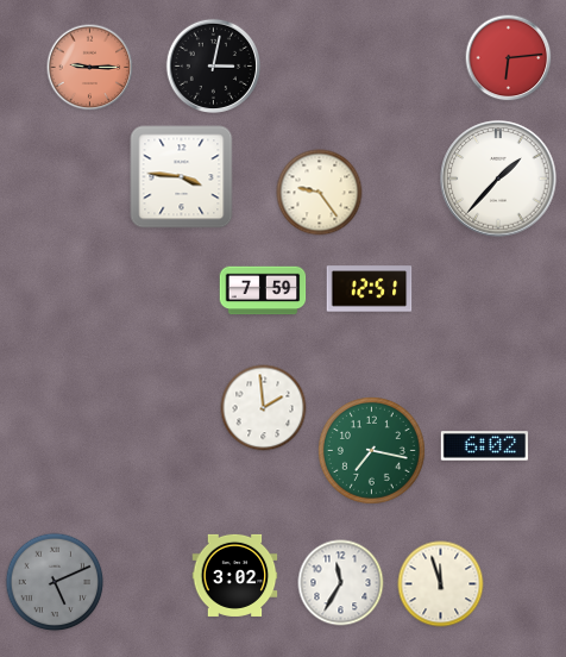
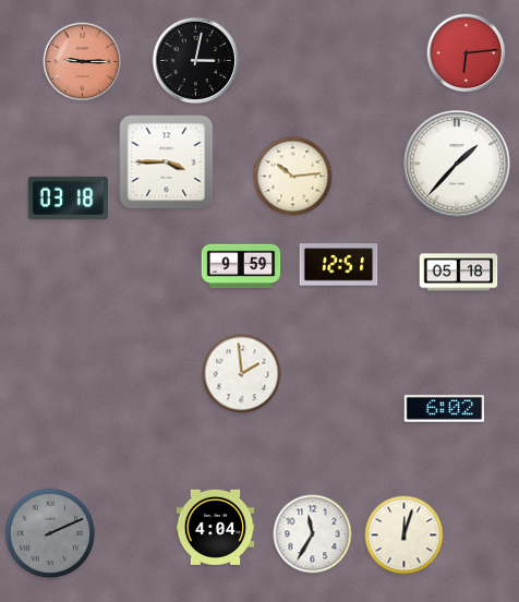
clock at (182, 177): 3:46 -> 3:45
clock at (320, 193): 9:24 -> 10:14
clock at (68, 197): none -> 03:18
clock at (263, 290): 7:59 -> 9:59
clock at (459, 273): none -> 05:18
clock at (372, 451): 7:17 -> none
clock at (235, 575): 3:02 -> 4:04
clock at (55, 582): 5:11 -> 2:11
clock at (441, 584): 11:57 -> 12:03
